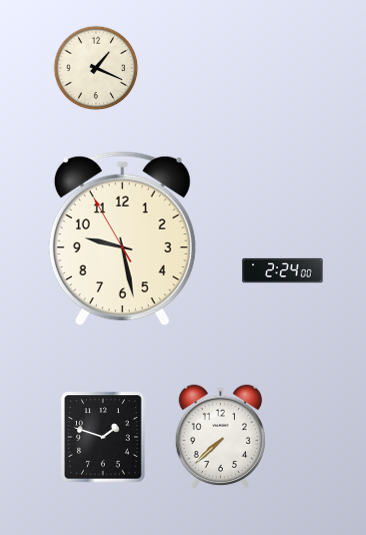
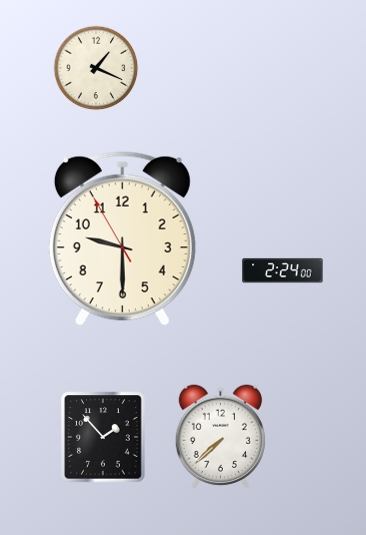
clock at (122, 239): 9:27 -> 9:29
clock at (103, 437): 1:48 -> 1:53
